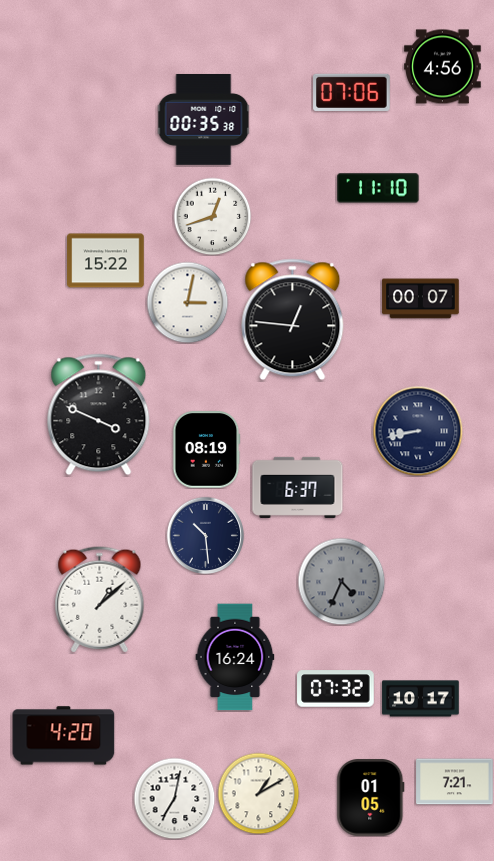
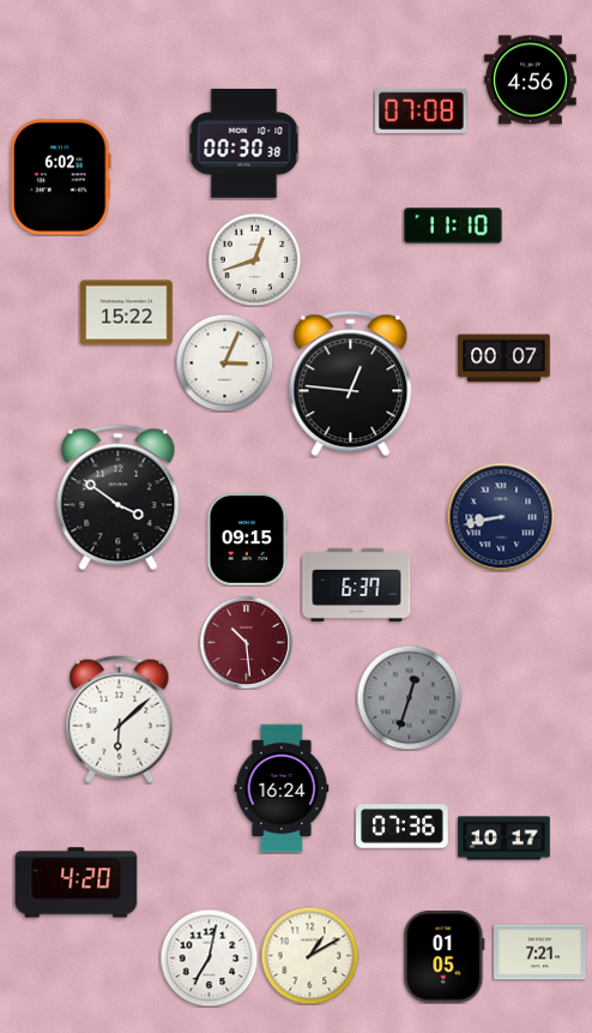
clock at (352, 92): 07:06 -> 07:08
clock at (203, 120): 00:35 -> 00:30
clock at (60, 178): none -> 6:02
clock at (187, 302): 3:02 -> 3:04
clock at (99, 415): 3:49 -> 3:51
clock at (206, 450): 08:19 -> 09:15
clock at (205, 535) dial: navy -> burgundy
clock at (341, 581): 4:34 -> 12:33
clock at (100, 600): 1:08 -> 6:08
clock at (336, 689): 07:32 -> 07:36
clock at (455, 782) position: (455, 782) -> (540, 953)
clock at (258, 793) position: (258, 793) -> (309, 955)
